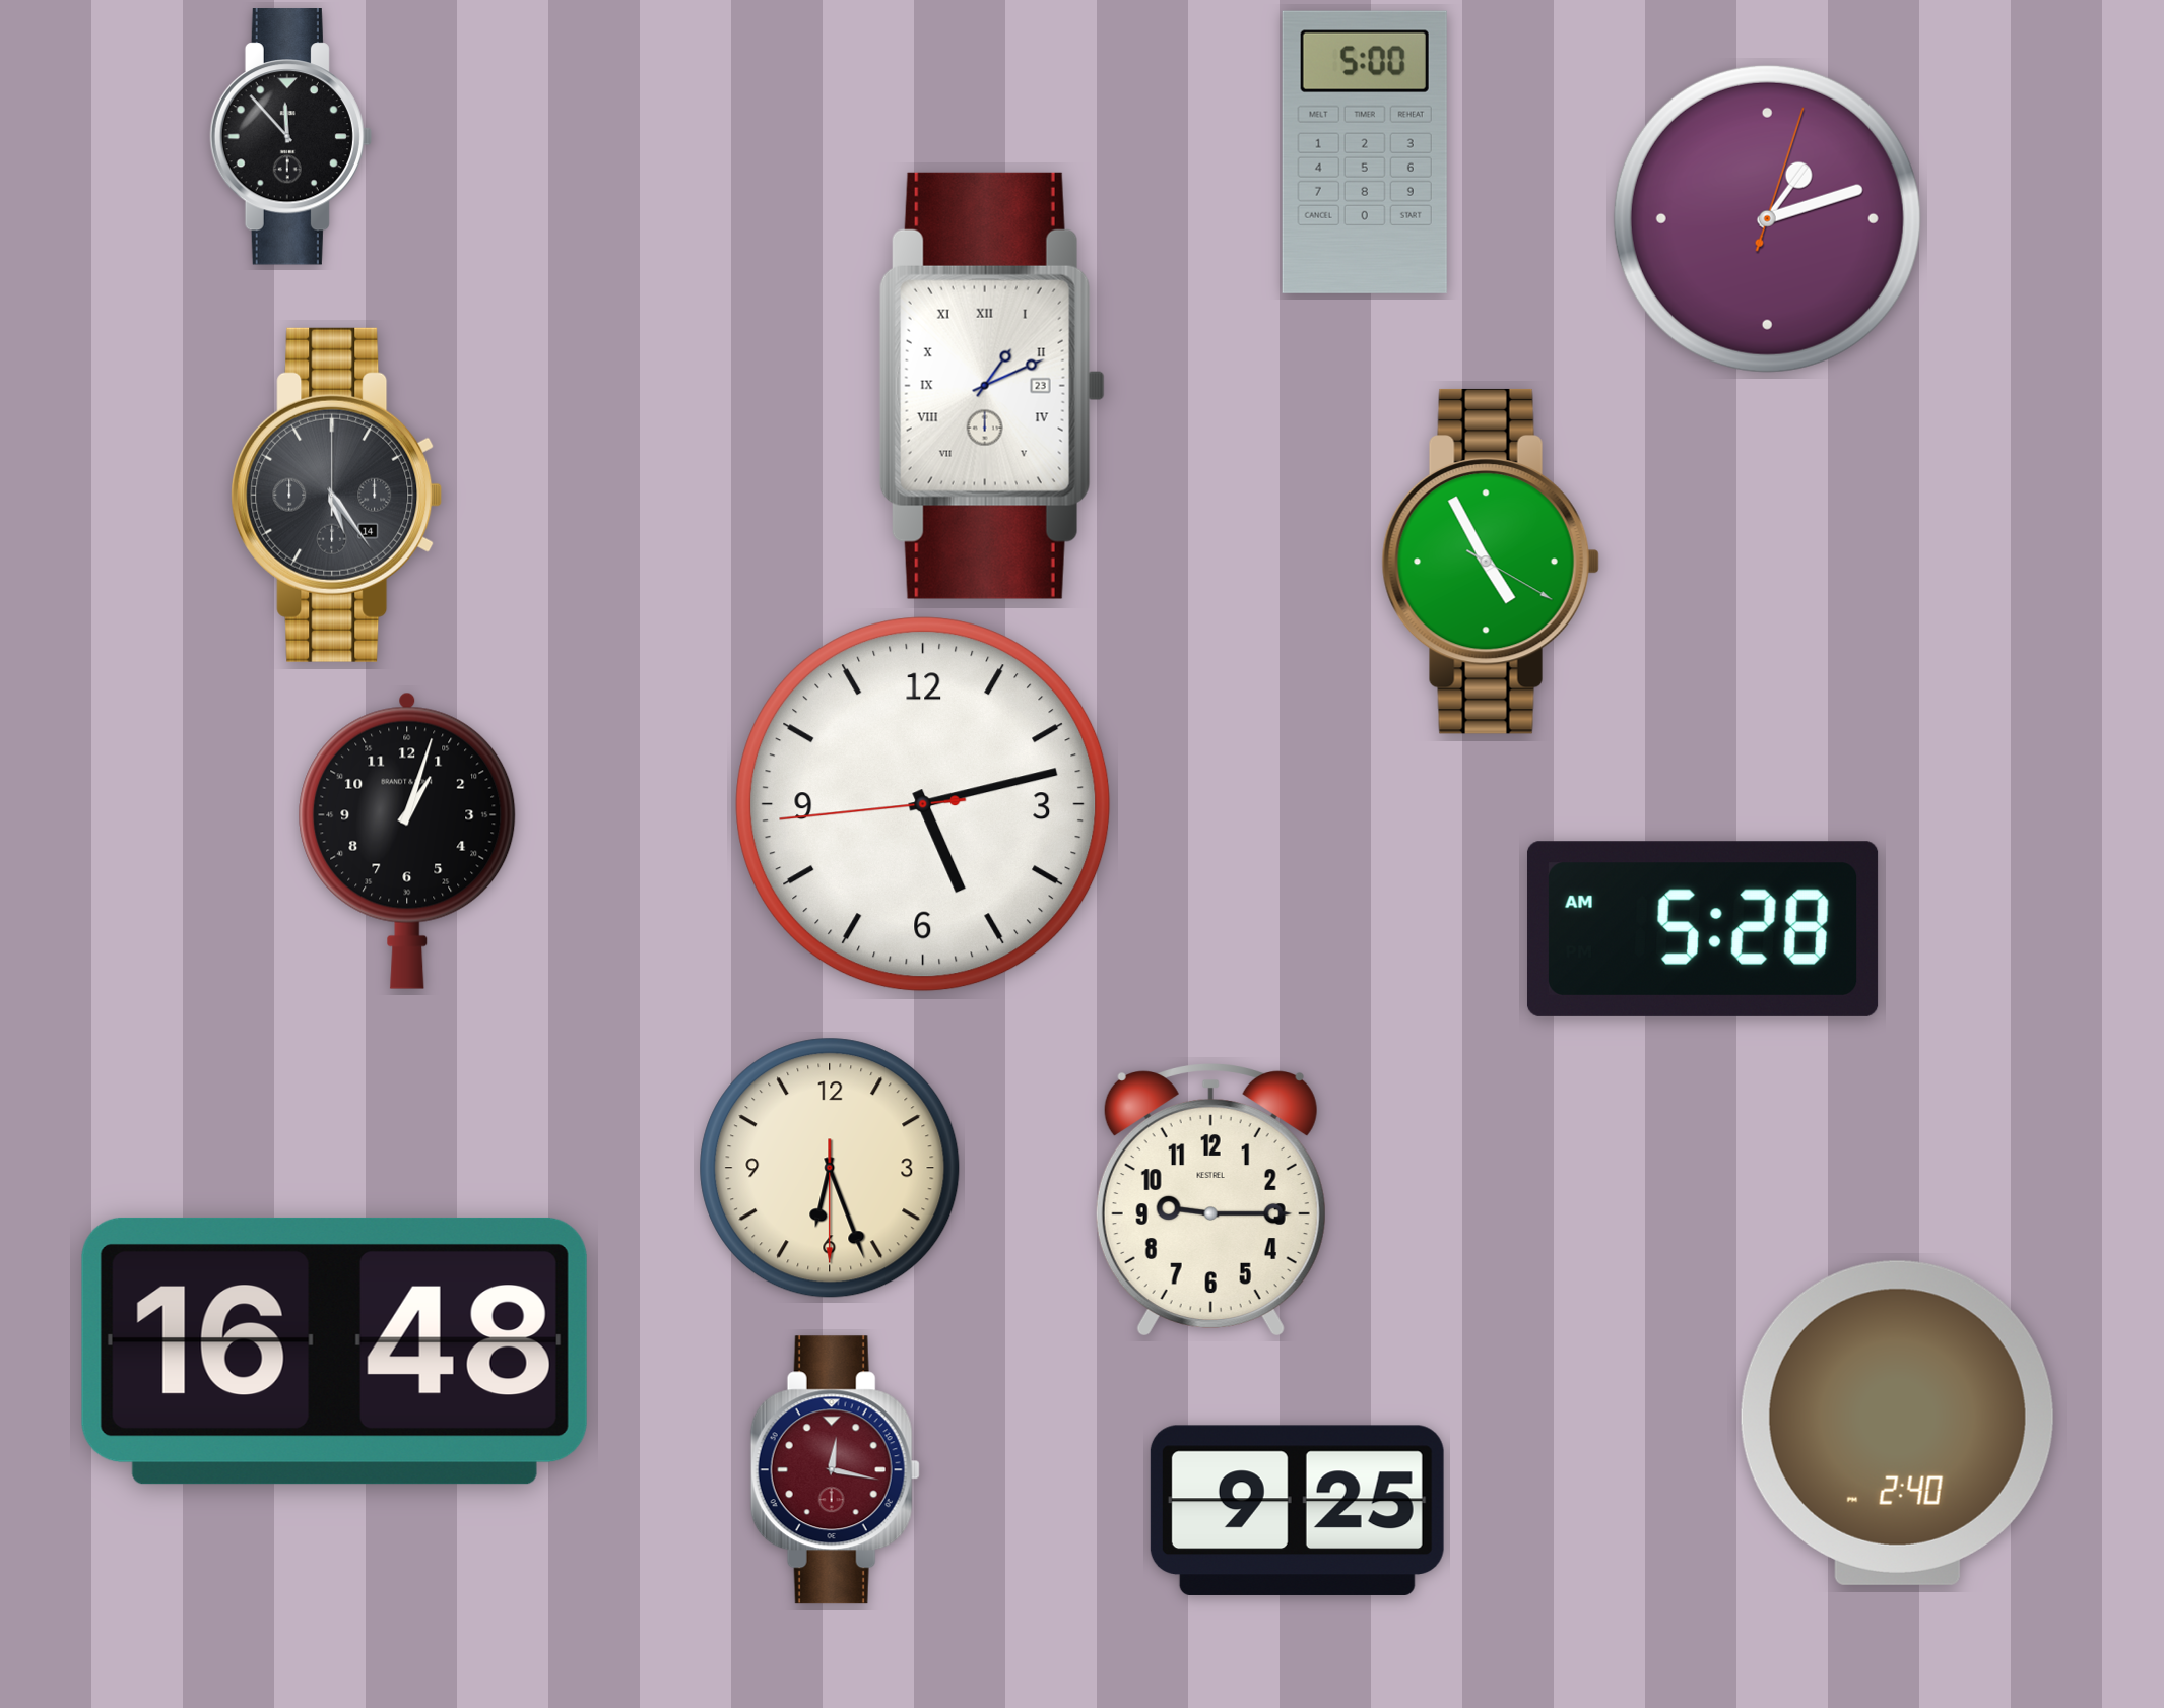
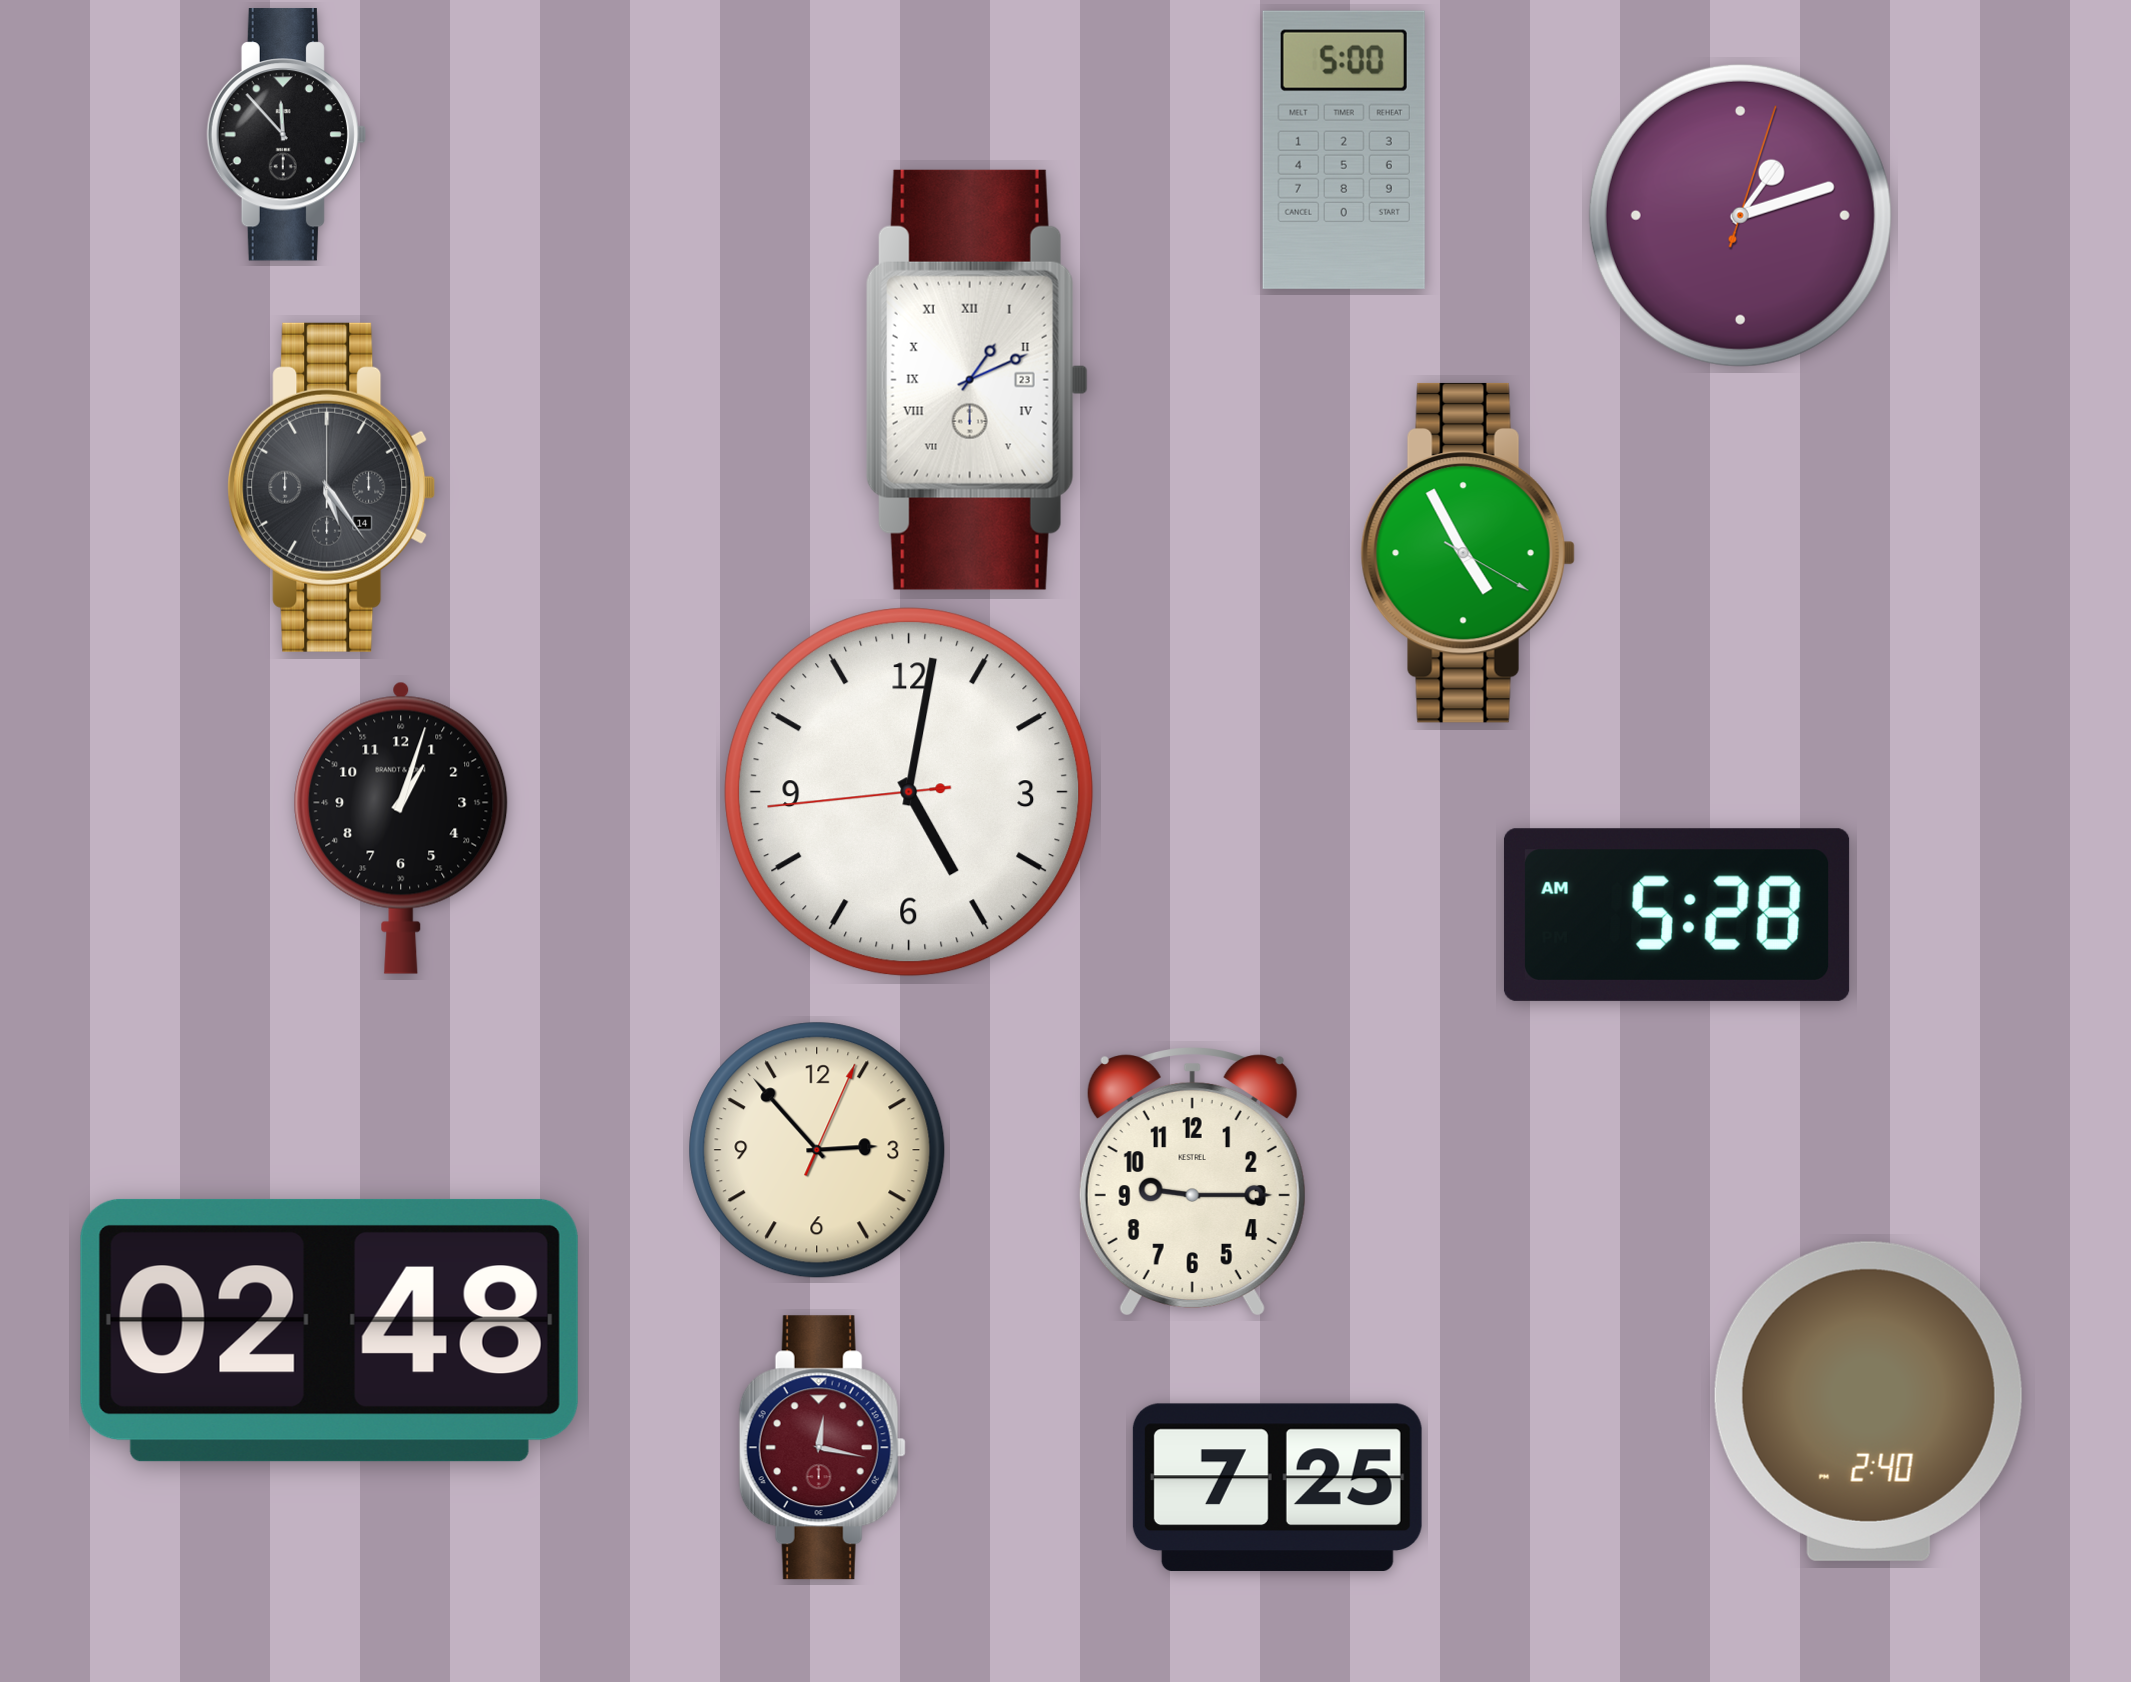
clock at (923, 804): 5:12 -> 5:01
clock at (830, 1168): 6:26 -> 2:53
clock at (334, 1351): 16:48 -> 02:48
clock at (1297, 1510): 9:25 -> 7:25
